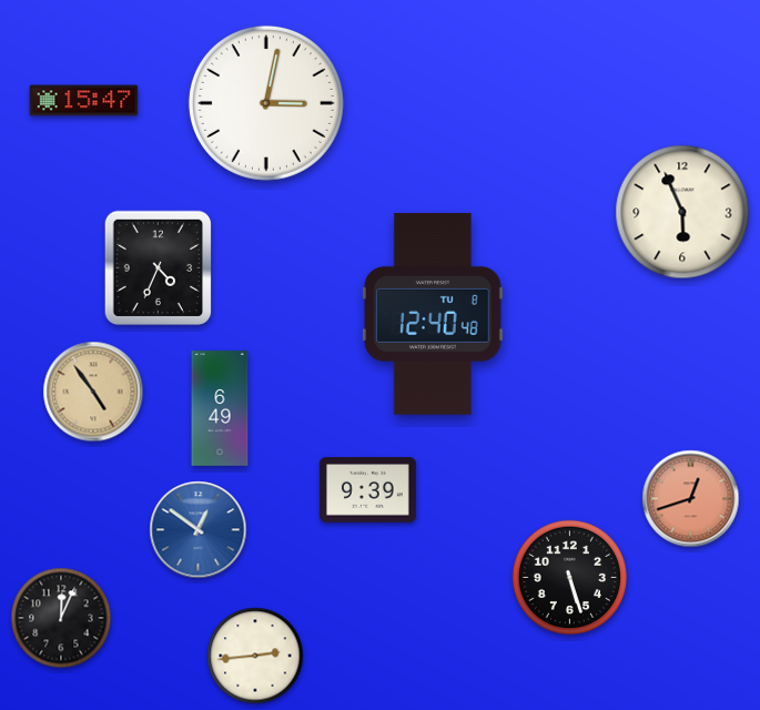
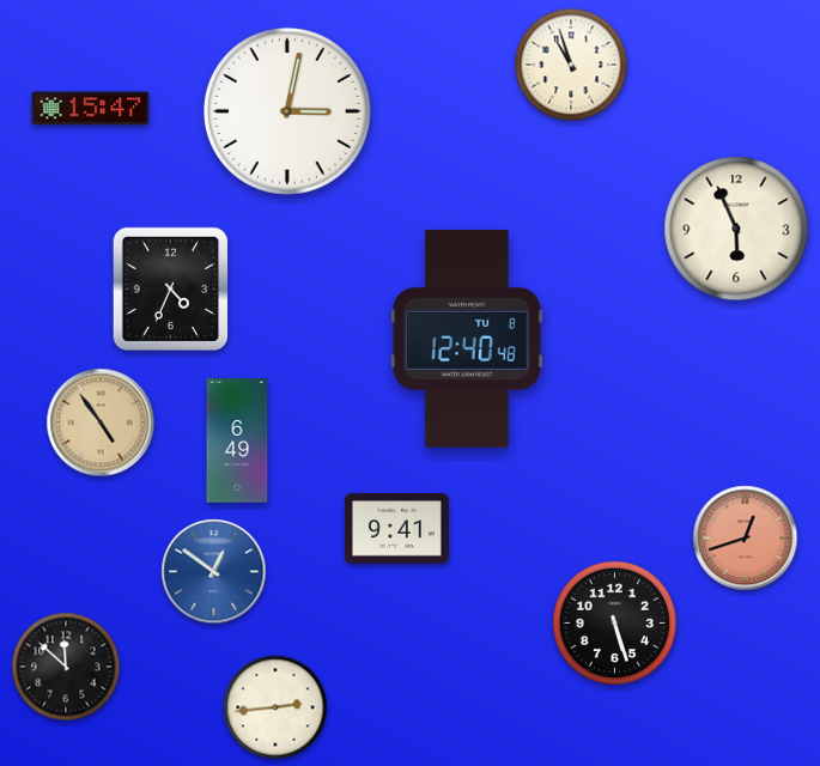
clock at (571, 65): none -> 10:57
clock at (367, 490): 9:39 -> 9:41
clock at (61, 618): 12:04 -> 11:52
